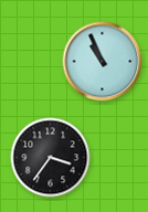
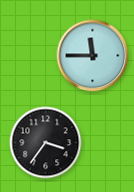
clock at (103, 62): 10:56 -> 11:45
